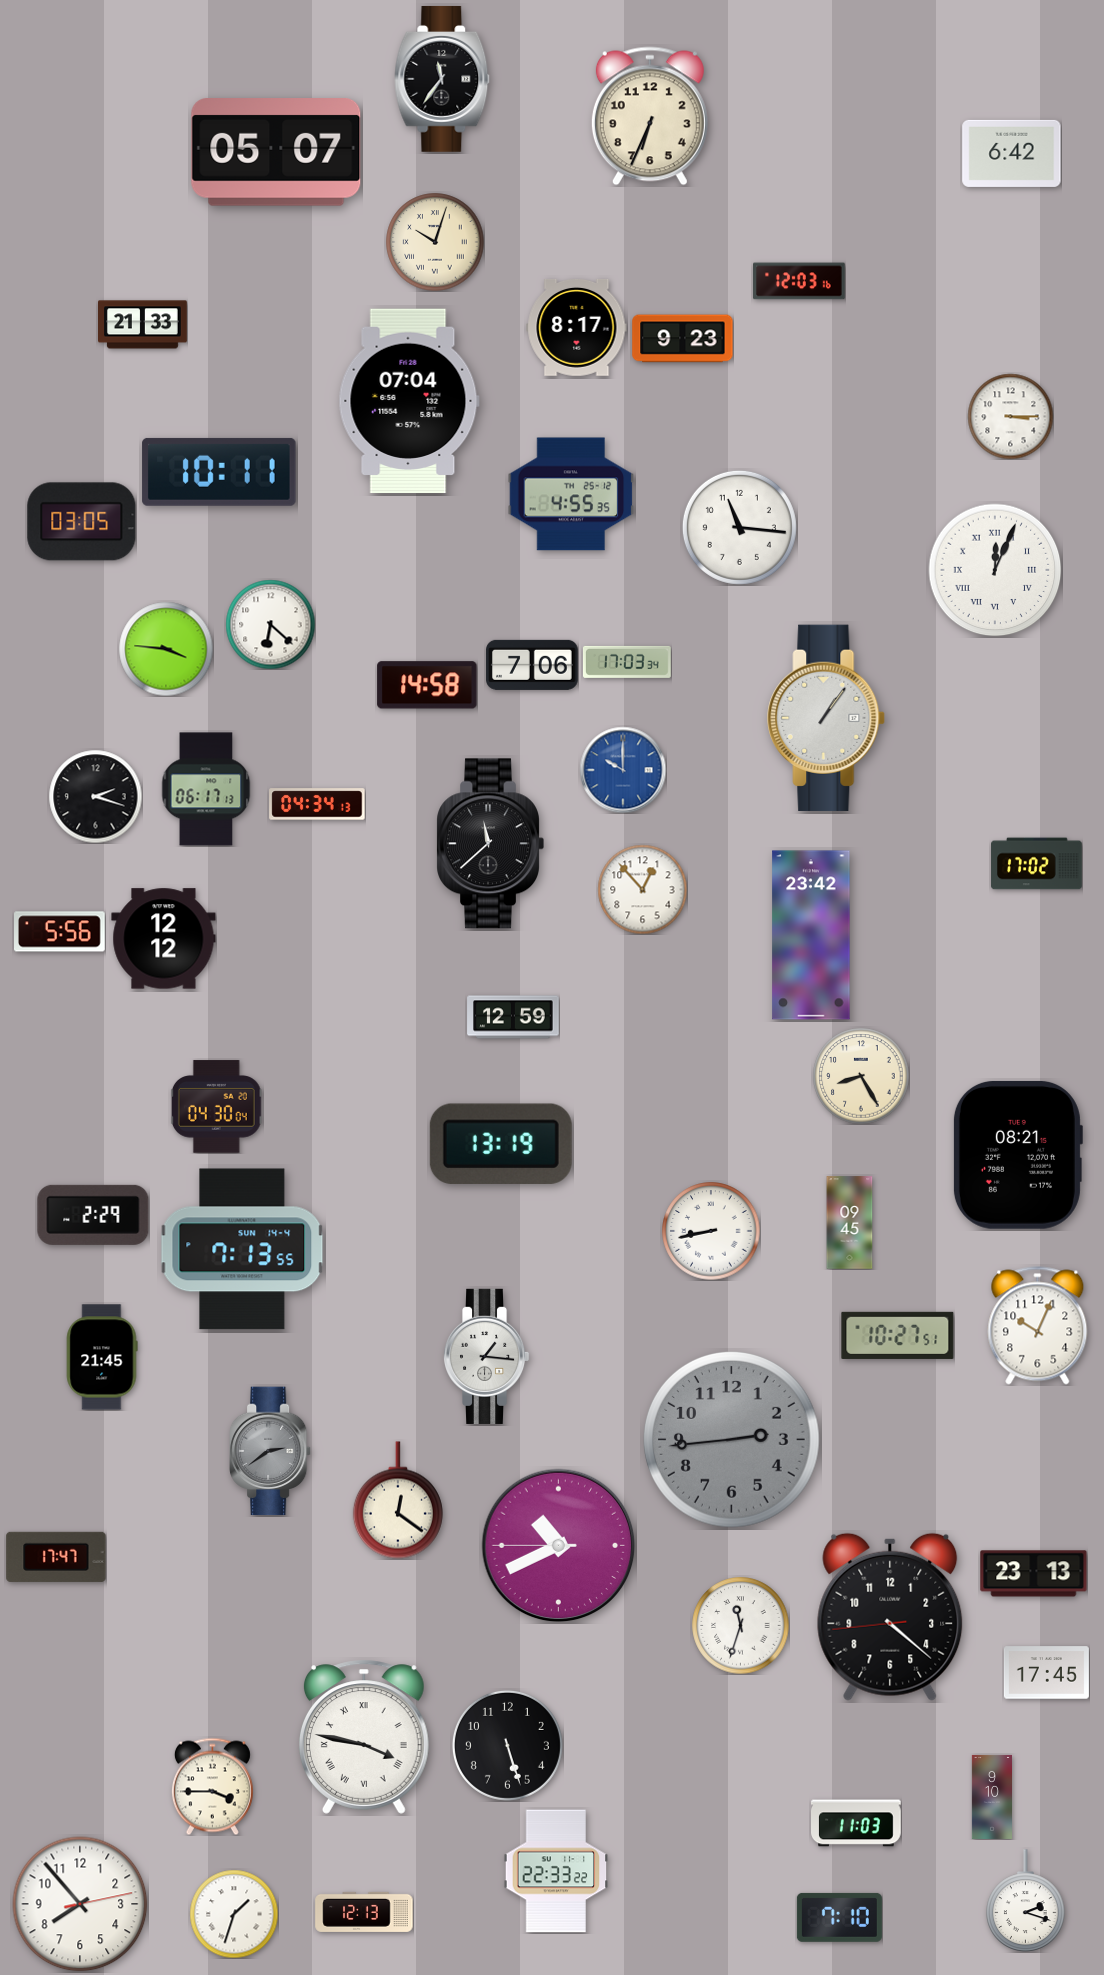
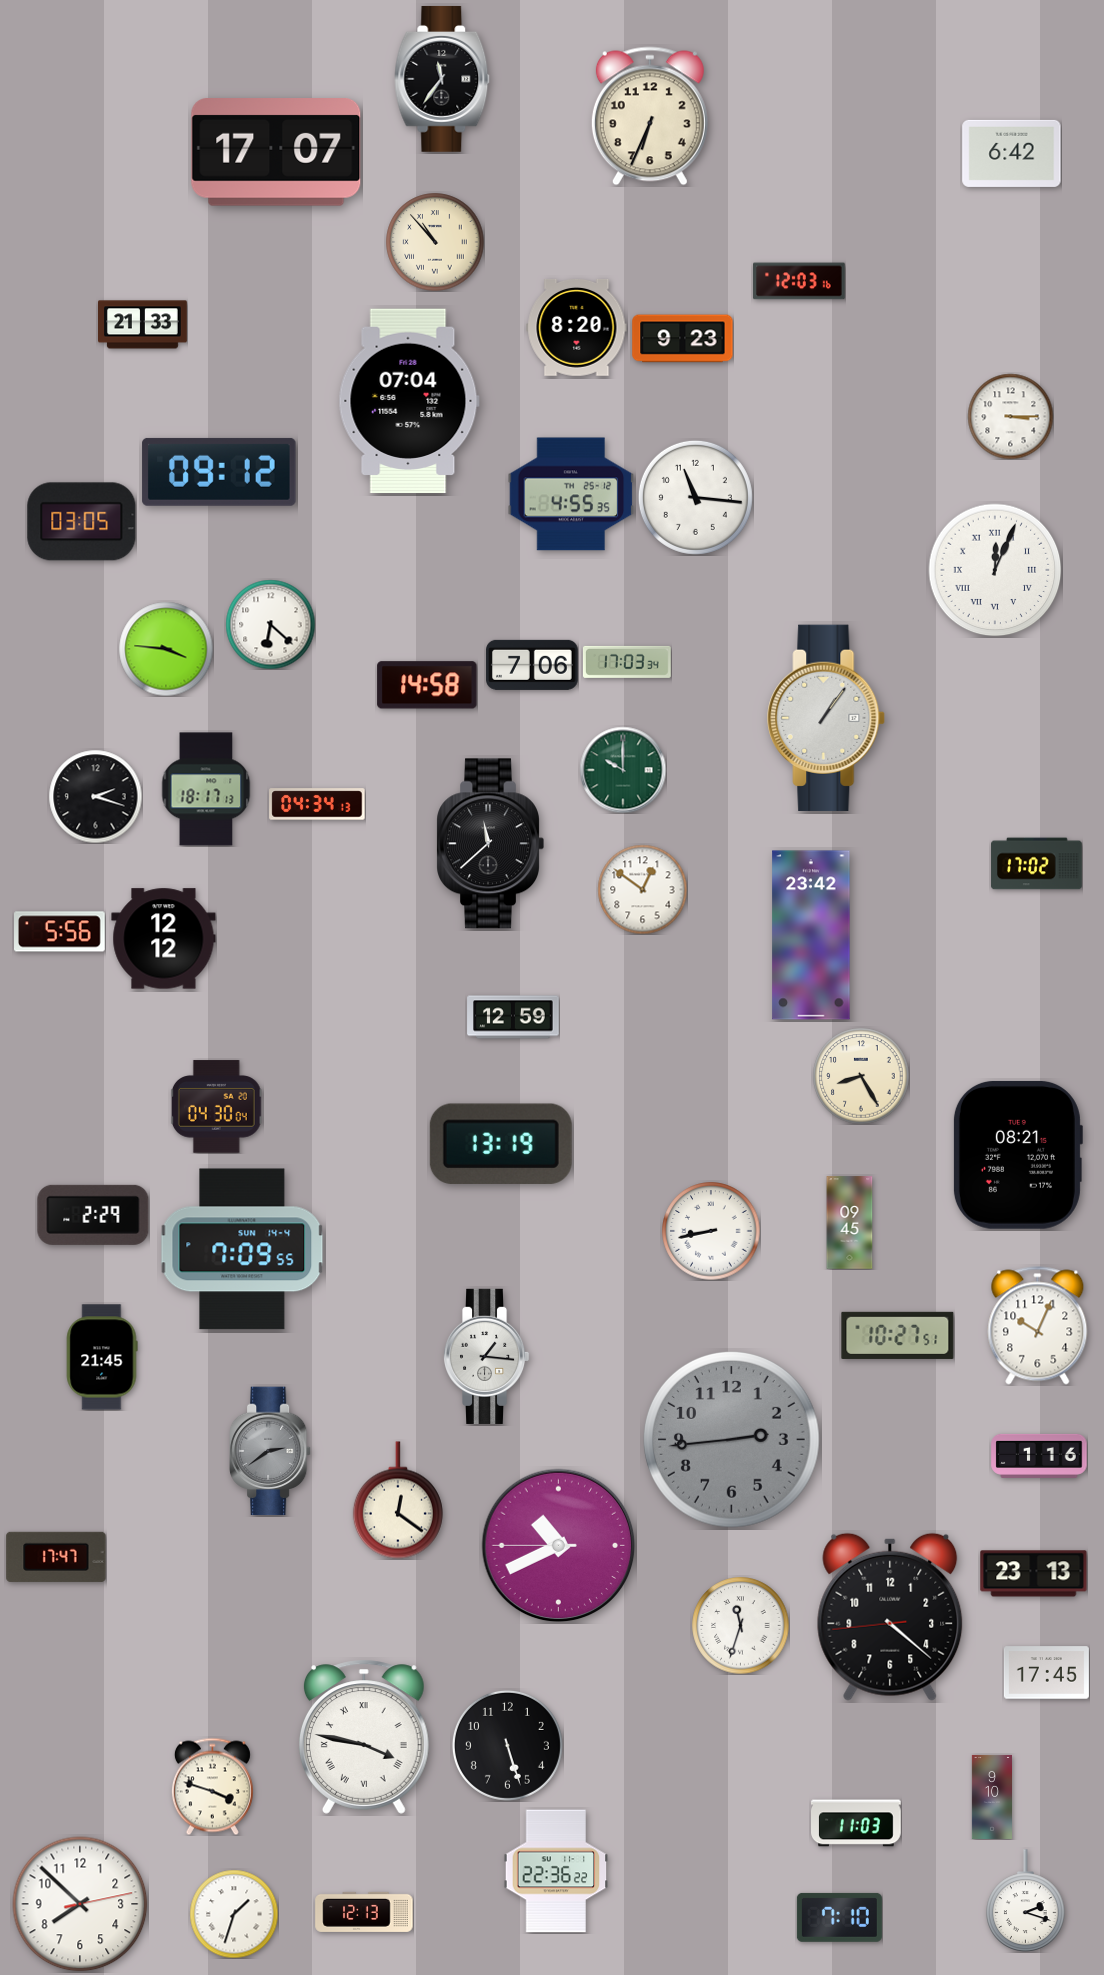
clock at (276, 153): 05:07 -> 17:07
clock at (435, 242): 10:03 -> 10:53
clock at (577, 327): 8:17 -> 8:20
clock at (219, 472): 10:11 -> 09:12
clock at (739, 527) position: (739, 527) -> (695, 497)
clock at (623, 770) dial: blue -> green
clock at (206, 789): 06:17 -> 18:17
clock at (642, 889): 12:53 -> 12:51
clock at (242, 1249): 7:13 -> 7:09
clock at (1039, 1456): none -> 1:16
clock at (212, 1786): 3:45 -> 3:48
clock at (556, 1871): 22:33 -> 22:36
clock at (80, 1904): 7:53 -> 7:52
